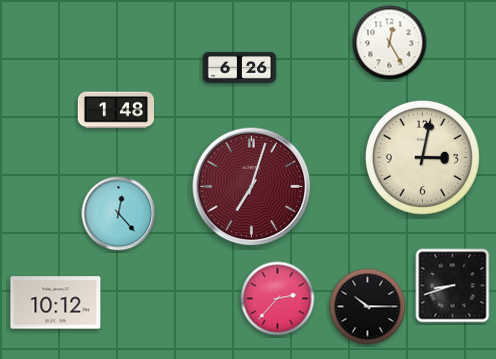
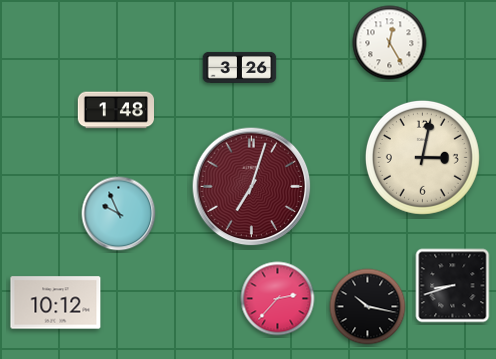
clock at (240, 67): 6:26 -> 3:26
clock at (119, 214): 12:23 -> 9:56
clock at (368, 307): 10:15 -> 10:17
